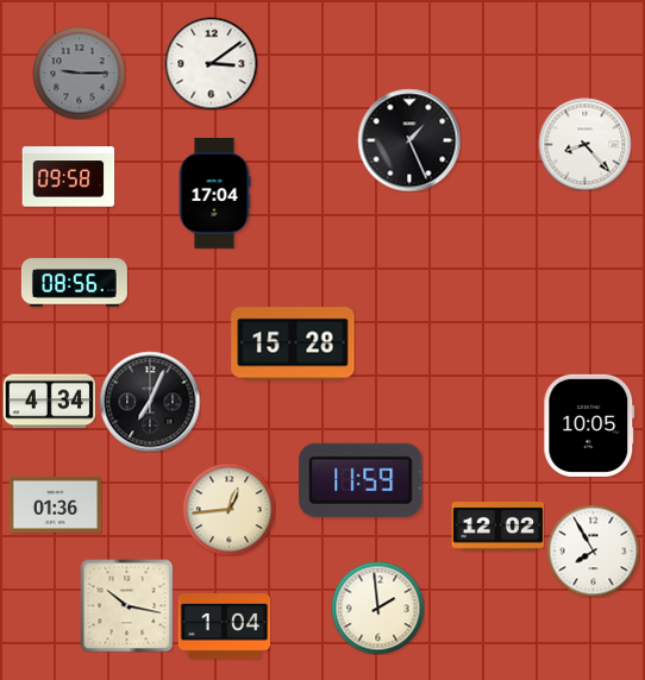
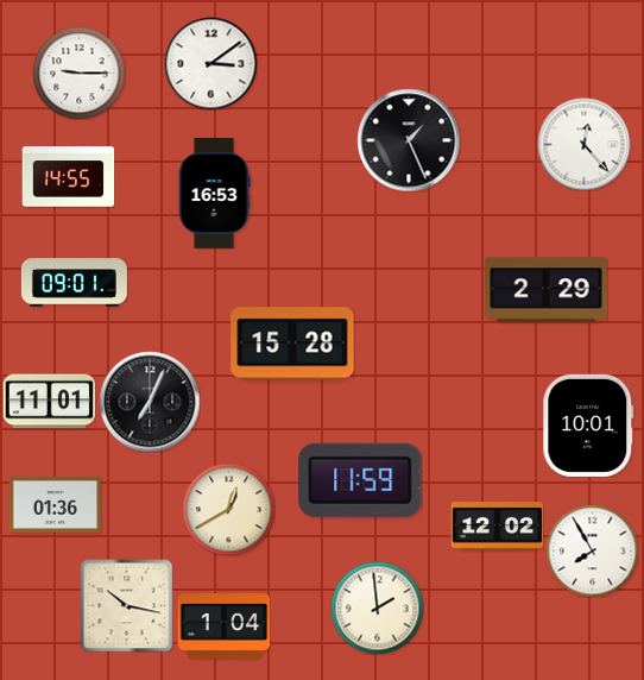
clock at (79, 73) dial: grey -> white
clock at (584, 144): 8:23 -> 12:23
clock at (68, 177): 09:58 -> 14:55
clock at (214, 194): 17:04 -> 16:53
clock at (74, 283): 08:56 -> 09:01
clock at (547, 290): none -> 2:29
clock at (49, 402): 4:34 -> 11:01
clock at (589, 426): 10:05 -> 10:01
clock at (228, 509): 12:44 -> 12:40
